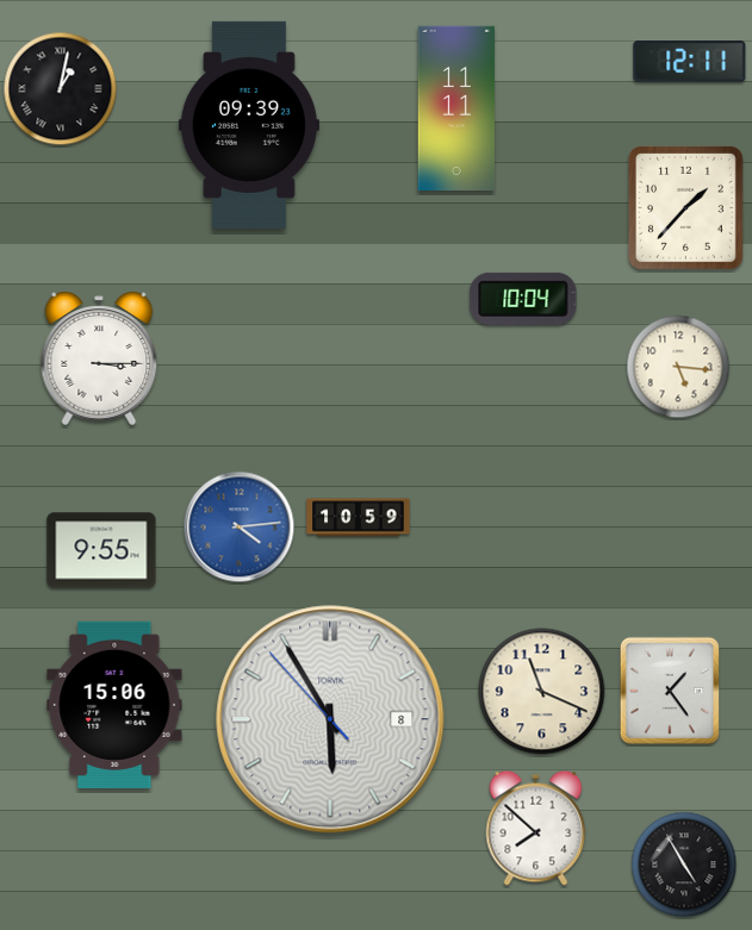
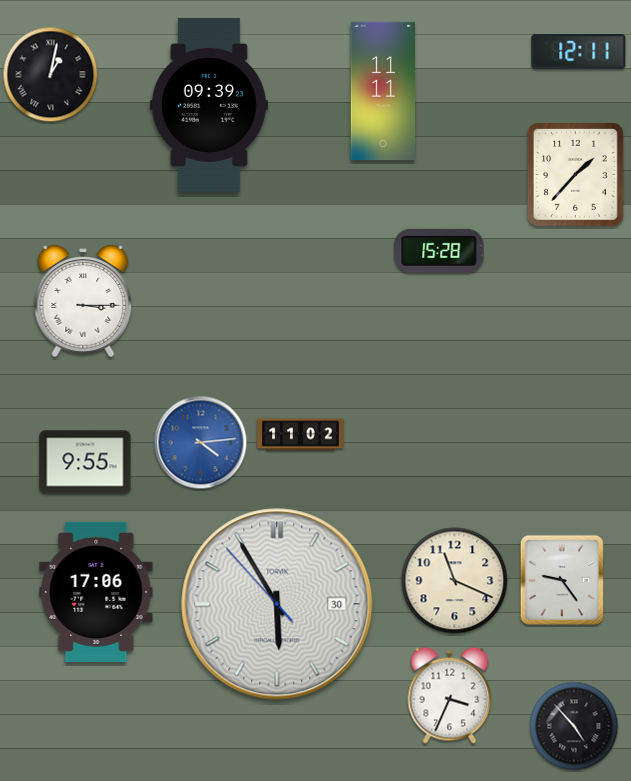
clock at (523, 299): 10:04 -> 15:28
clock at (678, 367): 5:16 -> none
clock at (359, 518): 10:59 -> 11:02
clock at (670, 691): 1:24 -> 9:24
clock at (114, 705): 15:06 -> 17:06
clock at (330, 719) date: 8 -> 30
clock at (536, 828): 7:52 -> 3:34
clock at (684, 865): 4:55 -> 4:53
